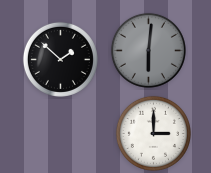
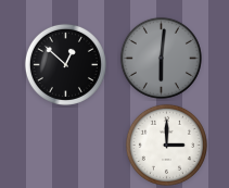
clock at (148, 50) position: (148, 50) -> (161, 58)
clock at (60, 59): 1:52 -> 12:52
